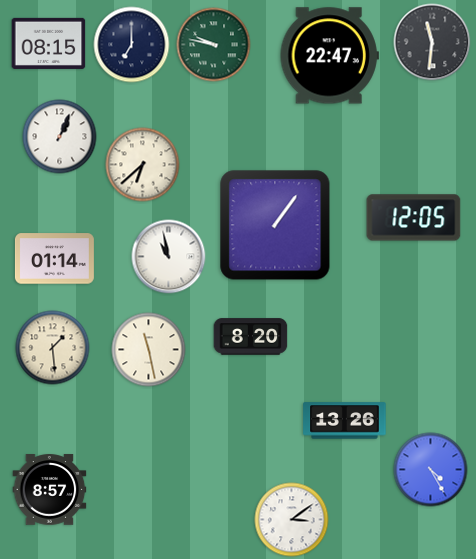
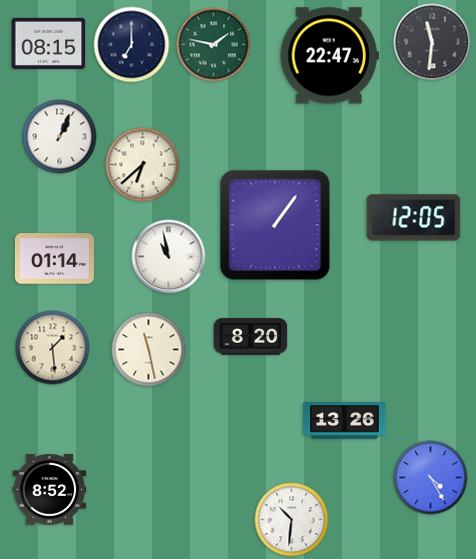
clock at (214, 45): 9:47 -> 1:47
clock at (431, 470) position: (431, 470) -> (431, 478)
clock at (50, 490): 8:57 -> 8:52
clock at (292, 520): 3:09 -> 10:31
